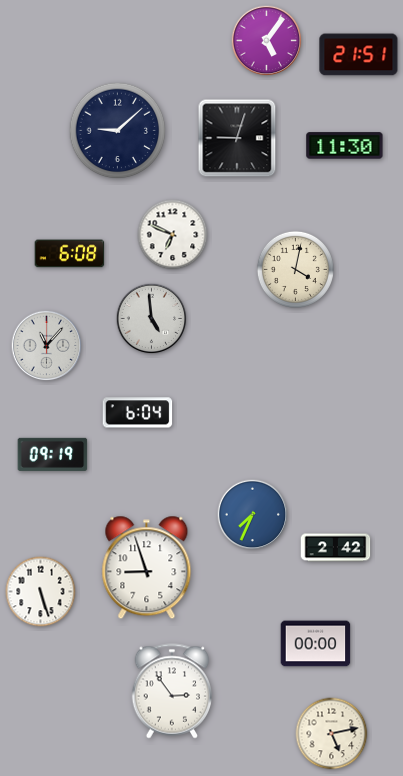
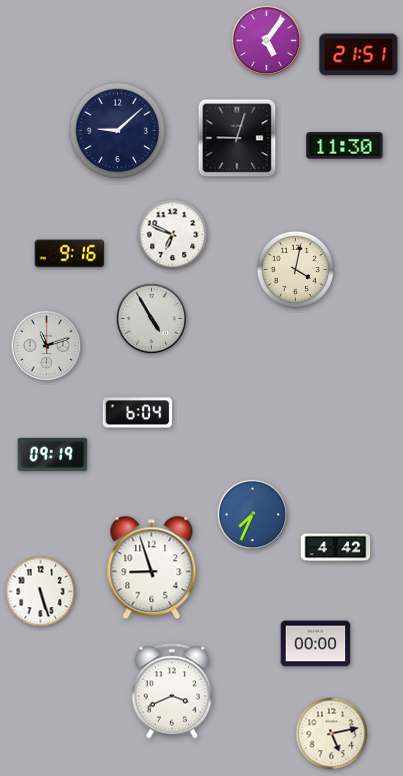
clock at (70, 254): 6:08 -> 9:16
clock at (152, 319): 4:59 -> 4:55
clock at (47, 346): 11:07 -> 11:12
clock at (336, 548): 2:42 -> 4:42
clock at (147, 568) position: (147, 568) -> (152, 568)
clock at (172, 691): 2:54 -> 3:41
